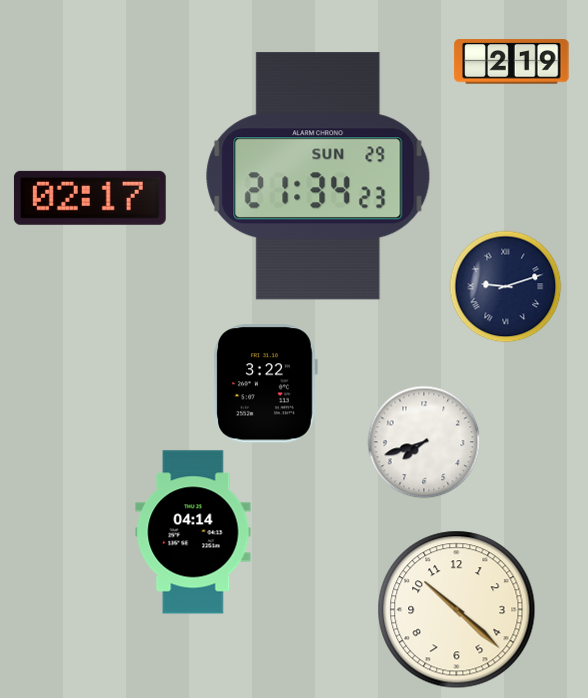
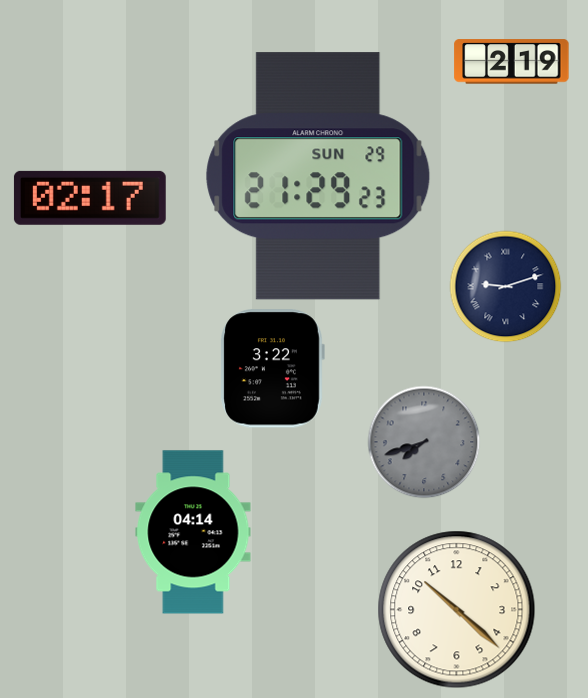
clock at (318, 176): 21:34 -> 21:29
clock at (265, 384) position: (265, 384) -> (272, 369)
clock at (424, 442) dial: white -> grey
